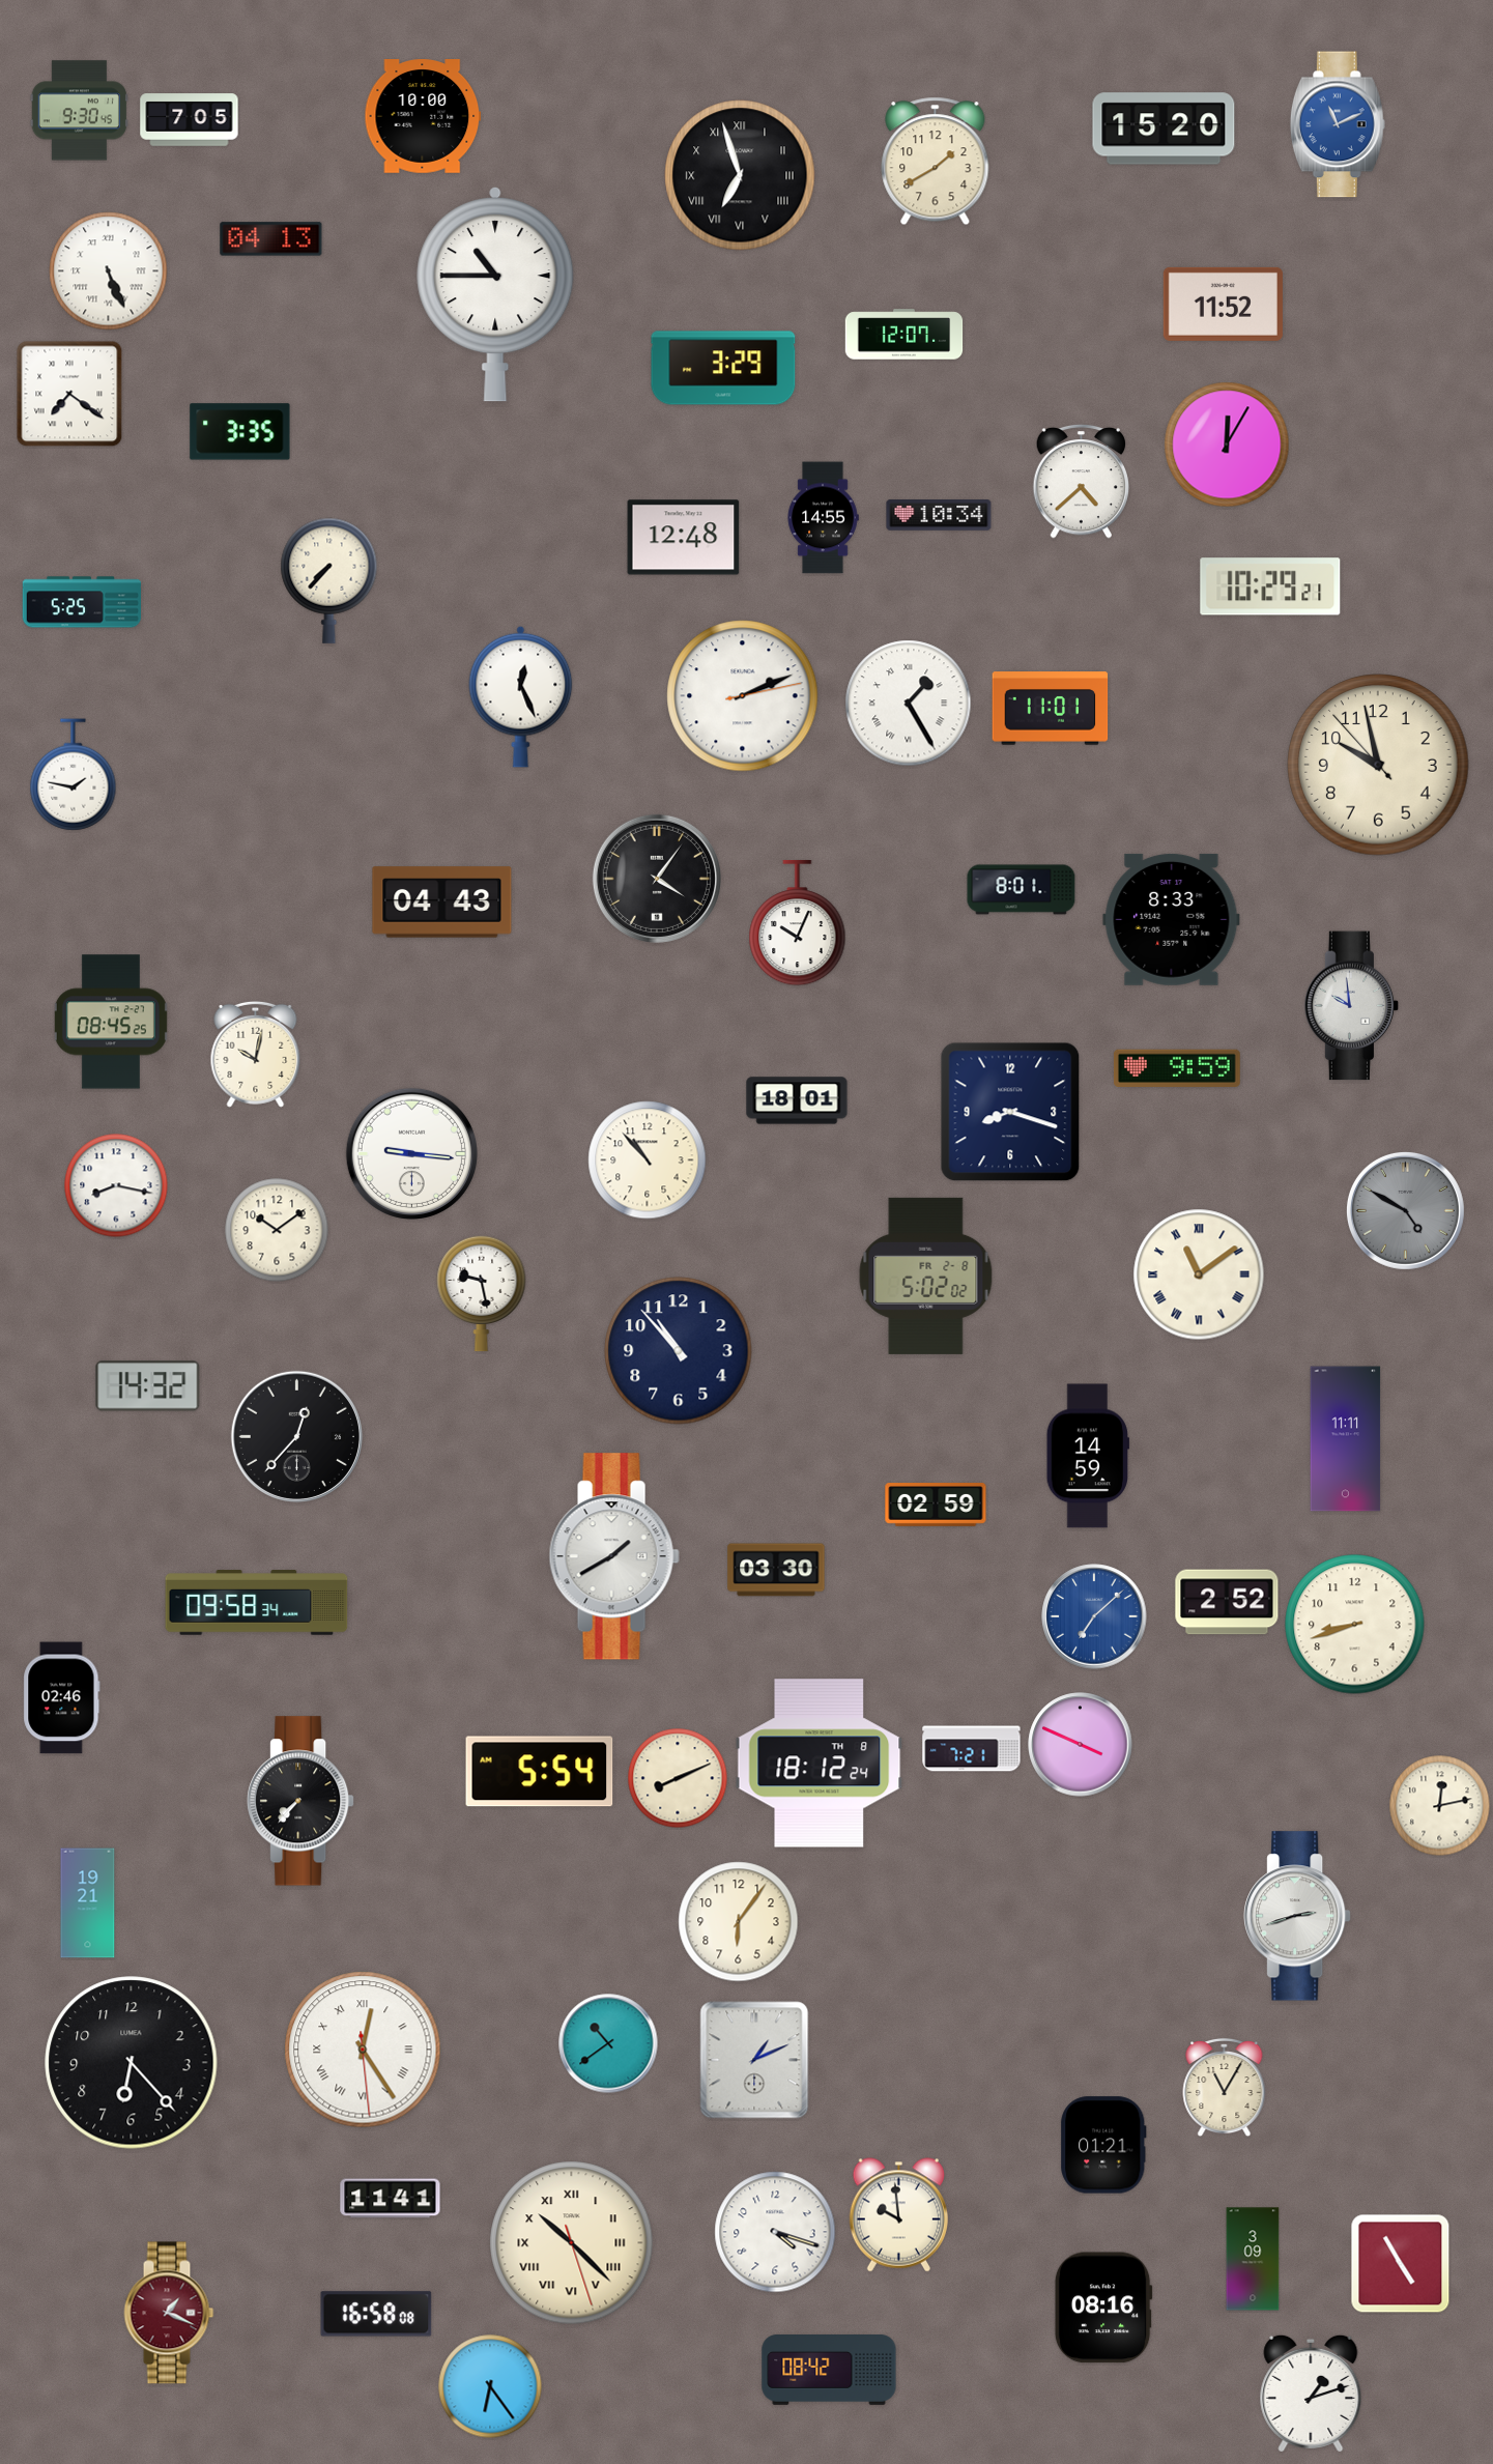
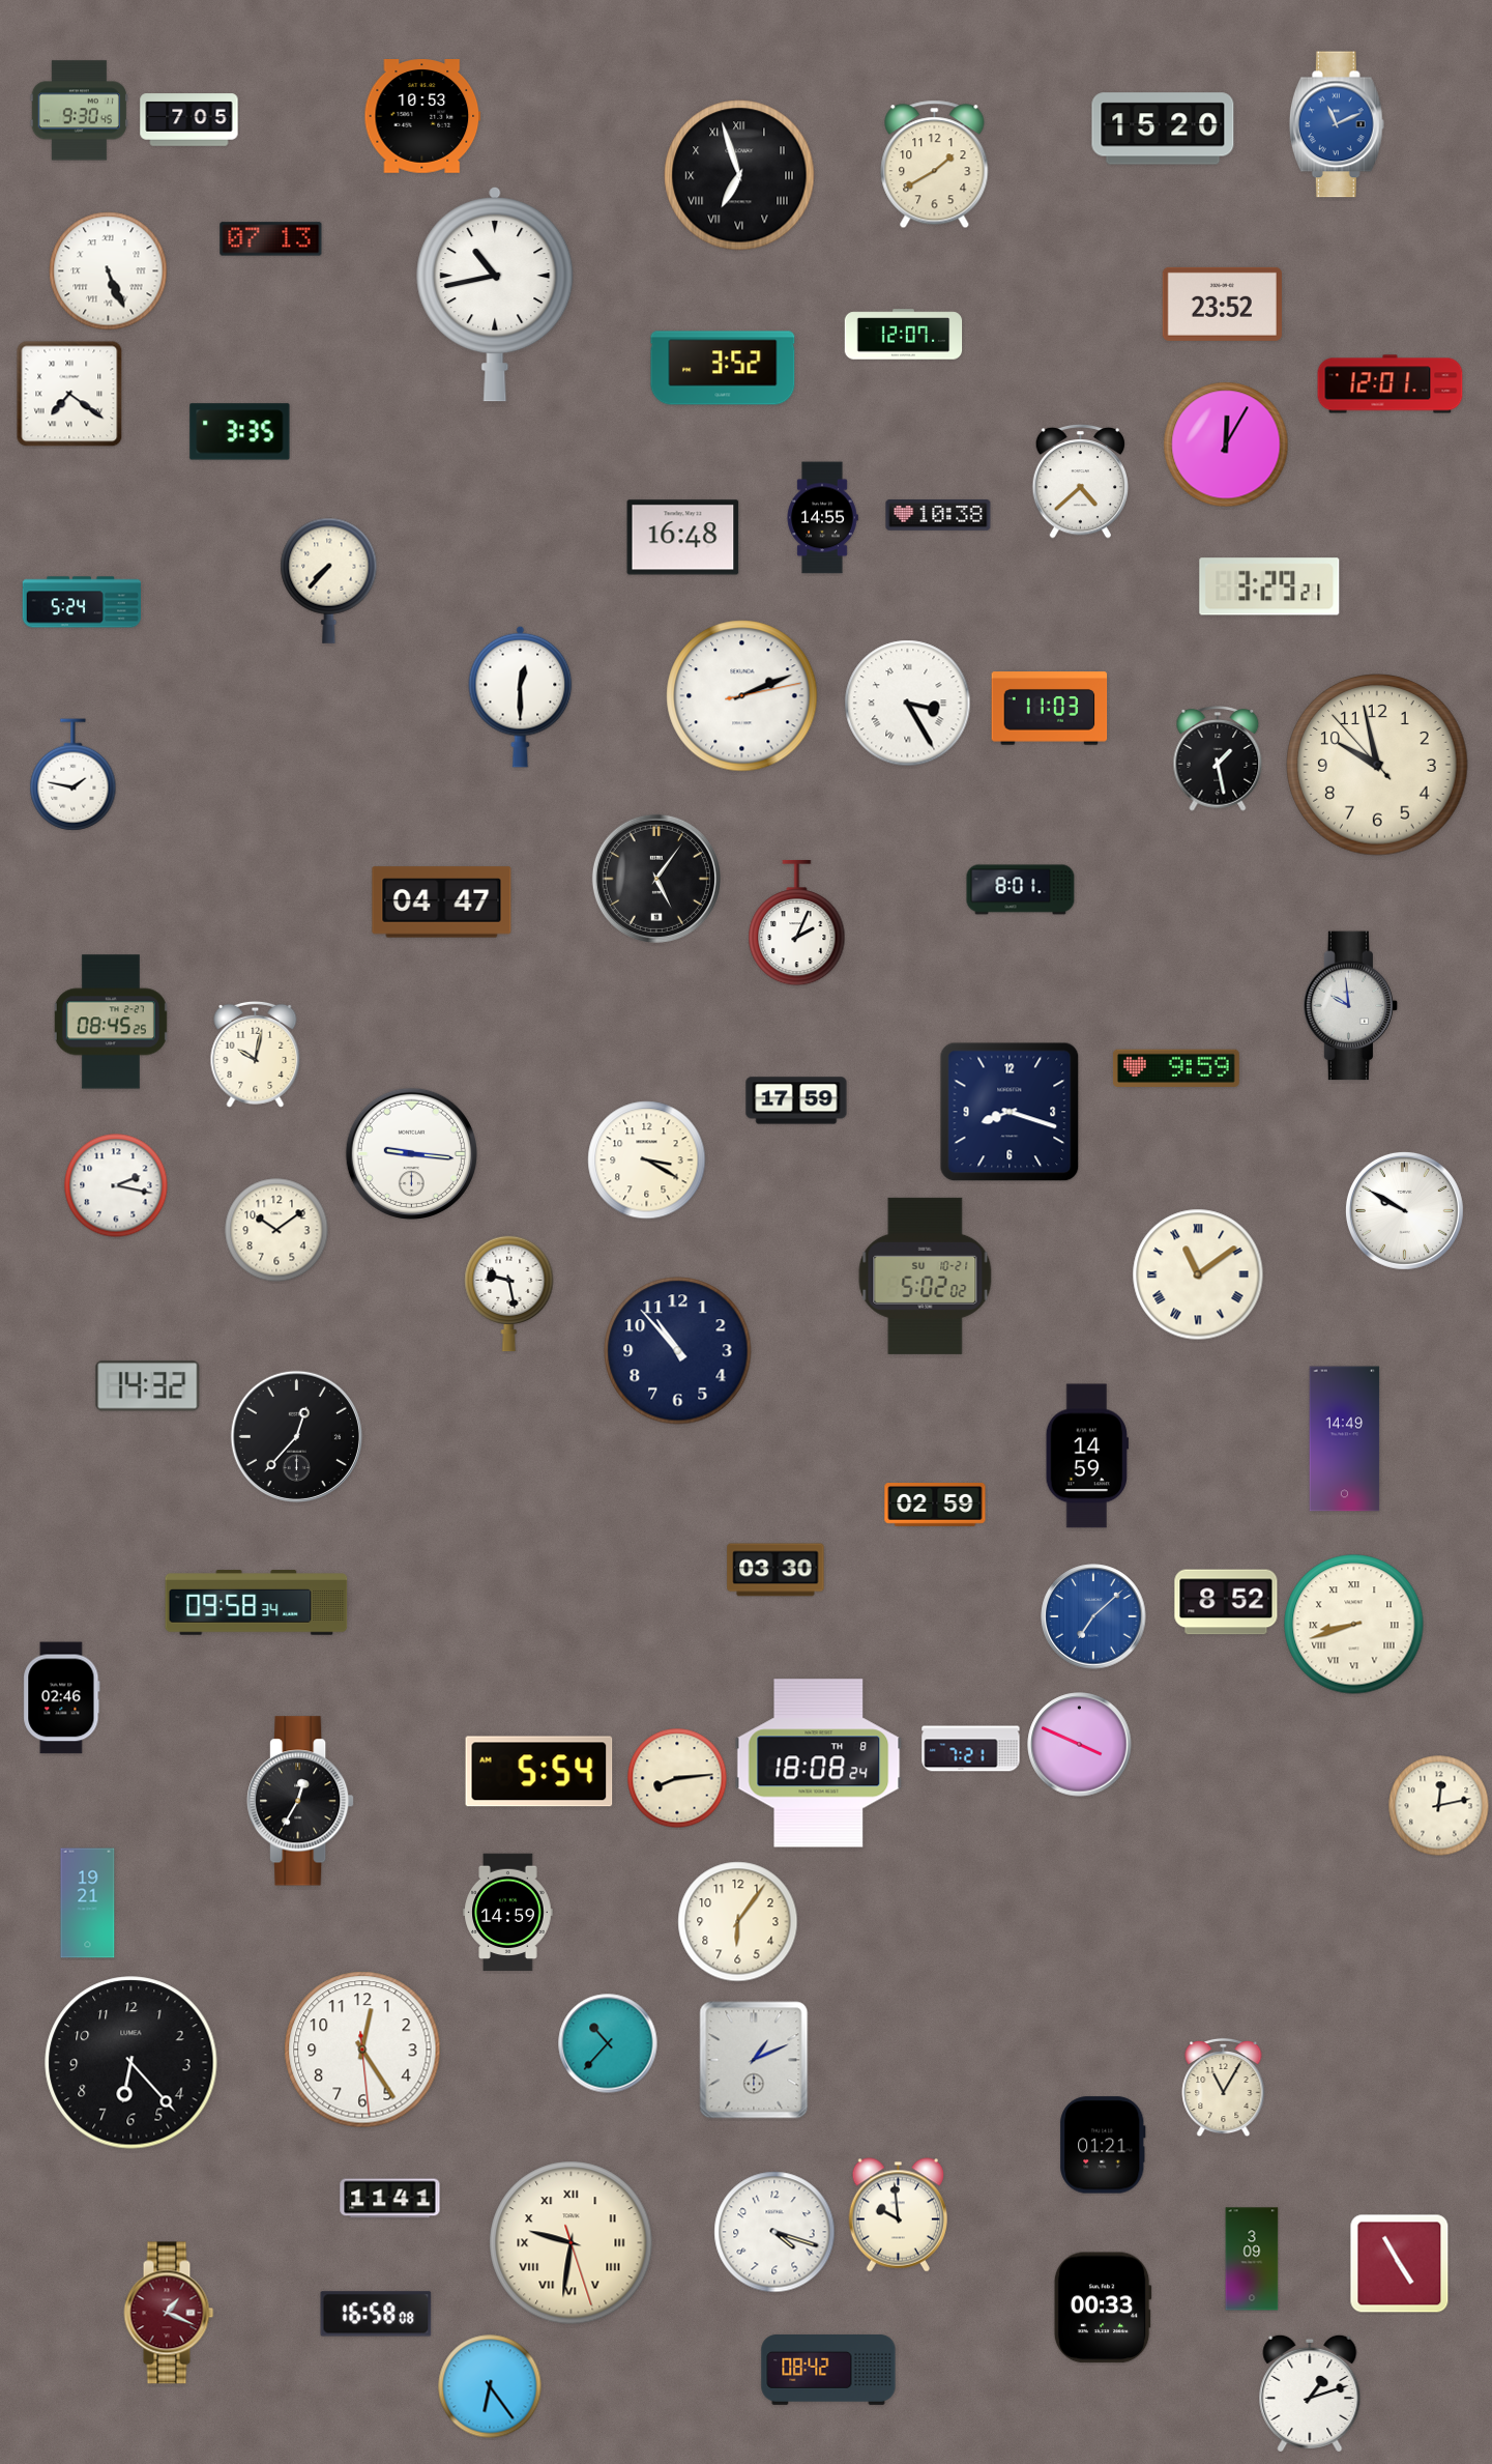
clock at (423, 117): 10:00 -> 10:53
clock at (936, 162) position: (936, 162) -> (935, 165)
clock at (271, 239): 04:13 -> 07:13
clock at (495, 294): 10:45 -> 10:43
clock at (1223, 304): 11:52 -> 23:52
clock at (723, 368): 3:29 -> 3:52
clock at (1391, 384): none -> 12:01
clock at (939, 515): 10:34 -> 10:38
clock at (684, 538): 12:48 -> 16:48
clock at (1270, 586): 10:29 -> 3:29
clock at (81, 602): 5:25 -> 5:24
clock at (521, 696): 12:26 -> 12:30
clock at (909, 704): 1:25 -> 3:25
clock at (1051, 709): 11:01 -> 11:03
clock at (1218, 760): none -> 1:28
clock at (657, 879): 4:06 -> 5:06
clock at (442, 902): 04:43 -> 04:47
clock at (1172, 919): 8:33 -> none
clock at (798, 923): 10:04 -> 2:04
clock at (797, 1100): 18:01 -> 17:59
clock at (648, 1161): 10:53 -> 3:20
clock at (116, 1185): 8:17 -> 2:17
clock at (1405, 1210): 4:50 -> 9:50
clock at (1405, 1210) dial: grey -> white
clock at (926, 1276) date: FR 2-8 -> SU 10-21
clock at (482, 1293) position: (482, 1293) -> (509, 1293)
clock at (1346, 1439): 11:11 -> 14:49
clock at (614, 1556): 1:40 -> none
clock at (1227, 1602): 2:52 -> 8:52
clock at (1355, 1625) numerals: Arabic -> Roman
clock at (820, 1764): 18:12 -> 18:08
clock at (678, 1778): 8:11 -> 8:14
clock at (302, 1801): 7:37 -> 12:35
clock at (508, 1913): none -> 14:59
clock at (1298, 1916): 2:42 -> none
clock at (608, 2043): 10:39 -> 10:37
clock at (363, 2050) numerals: Roman -> Arabic
clock at (572, 2243): 10:22 -> 9:31
clock at (1103, 2308): 08:16 -> 00:33
